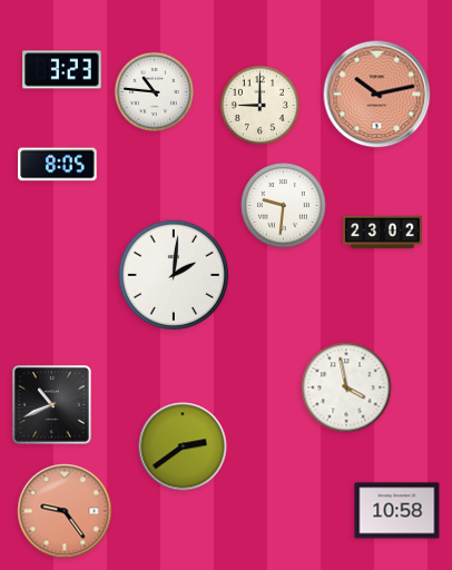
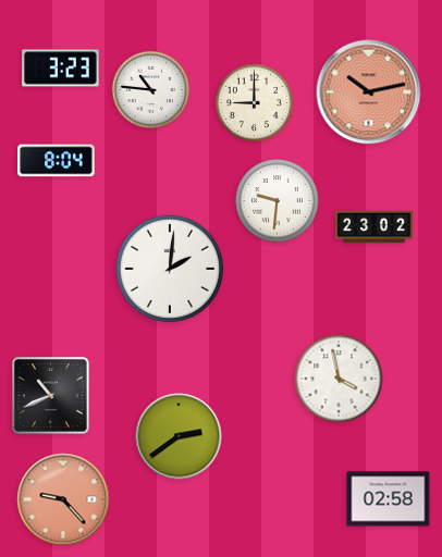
clock at (58, 165): 8:05 -> 8:04
clock at (65, 511): 9:24 -> 9:23
clock at (397, 511): 10:58 -> 02:58
